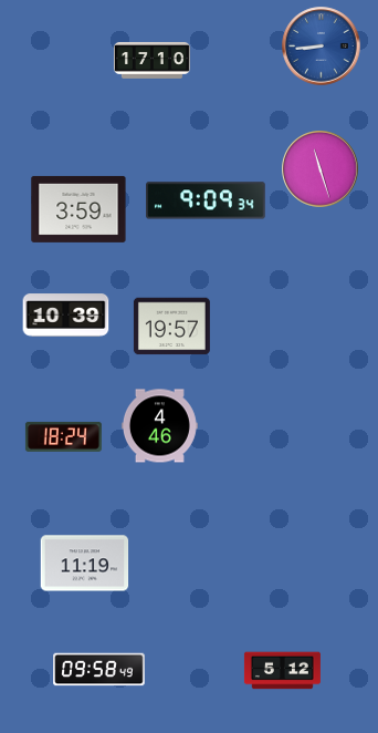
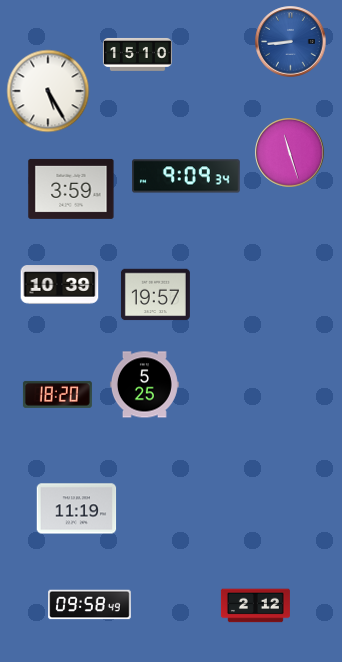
clock at (151, 60): 17:10 -> 15:10
clock at (48, 91): none -> 5:25
clock at (206, 200) position: (206, 200) -> (186, 176)
clock at (159, 426): 4:46 -> 5:25
clock at (63, 436): 18:24 -> 18:20
clock at (282, 671): 5:12 -> 2:12
